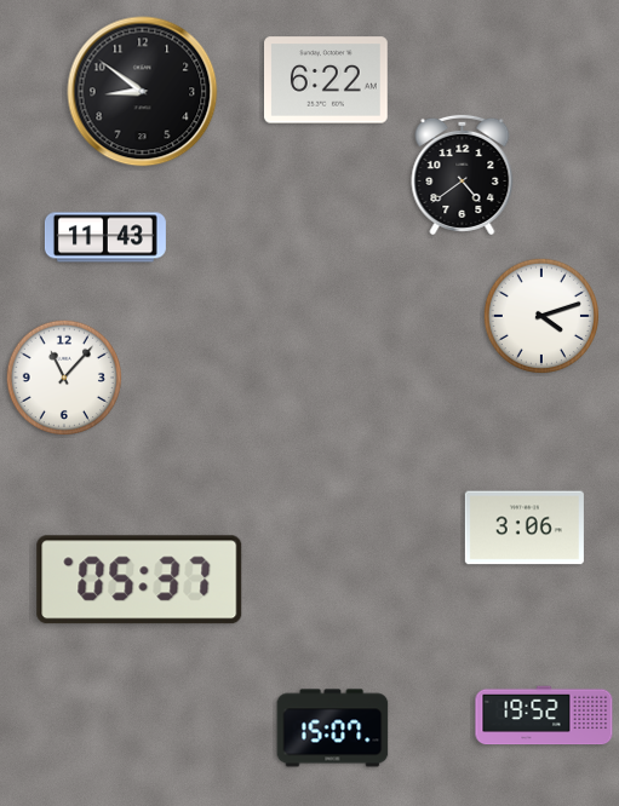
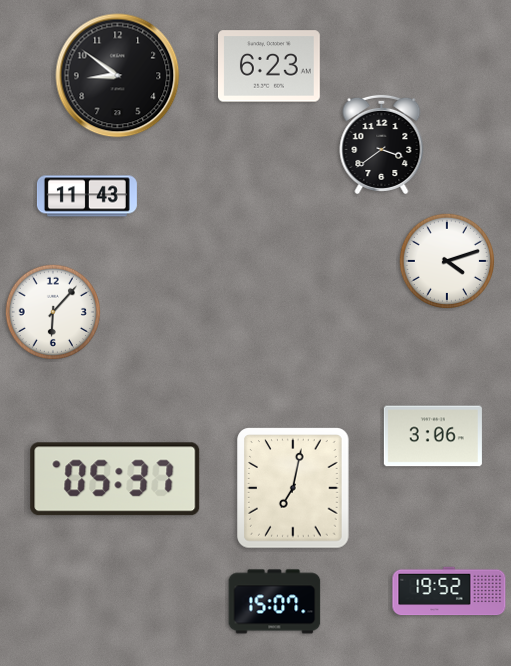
clock at (327, 80): 6:22 -> 6:23
clock at (463, 174): 4:39 -> 3:39
clock at (63, 376): 11:07 -> 6:07
clock at (293, 488): none -> 7:02
